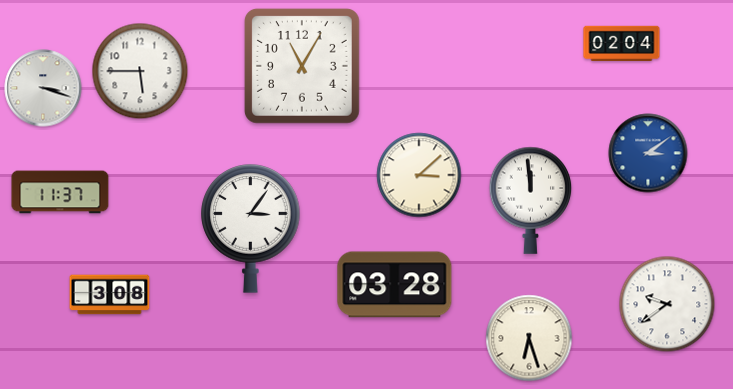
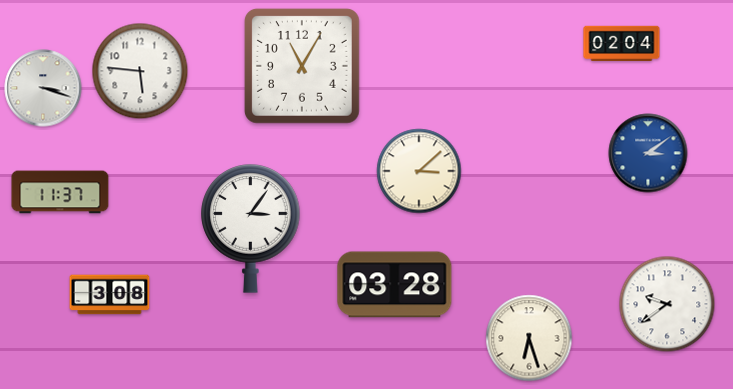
clock at (140, 71): 5:45 -> 5:46
clock at (419, 175) position: (419, 175) -> (419, 171)
clock at (531, 200): 11:59 -> none
